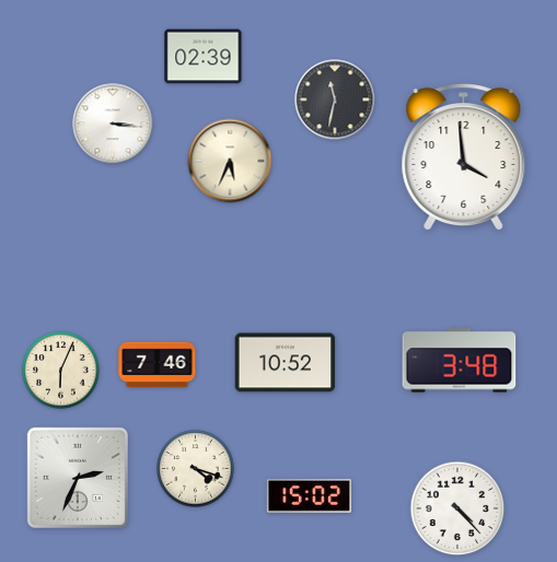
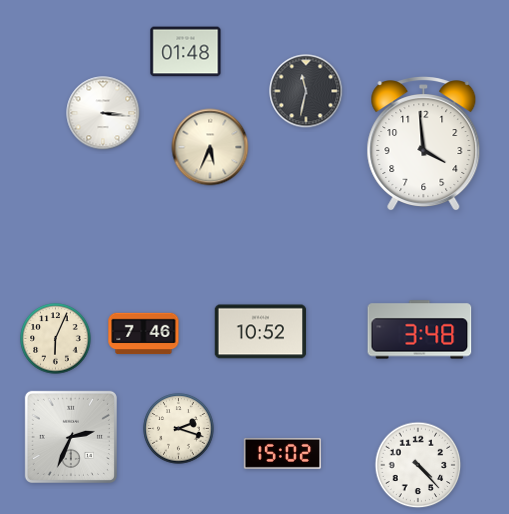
clock at (204, 57): 02:39 -> 01:48
clock at (196, 469): 4:18 -> 2:18
